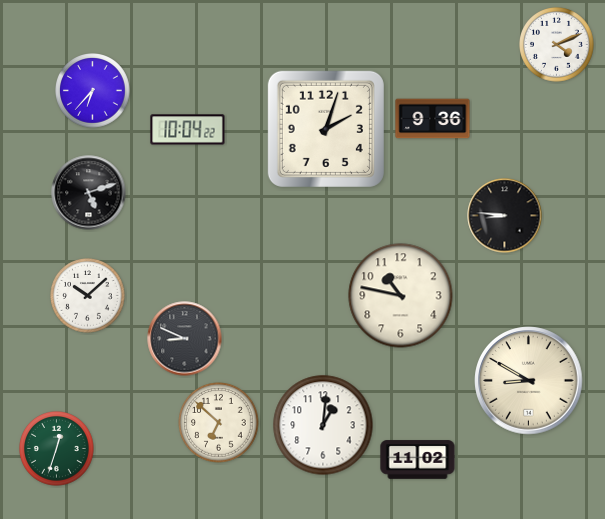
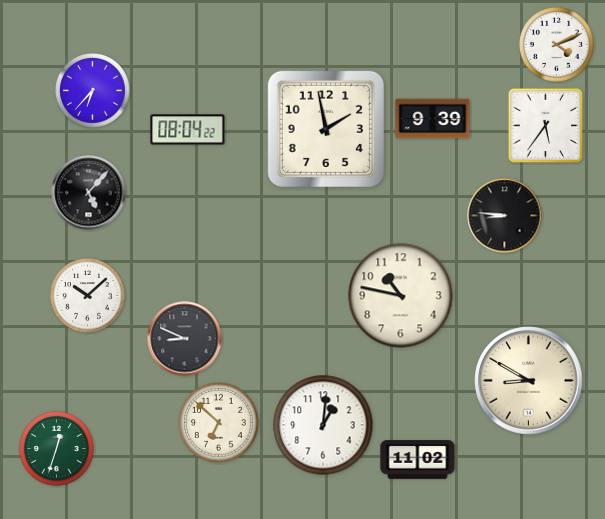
clock at (433, 119): 9:36 -> 9:39
clock at (546, 126): none -> 5:36
clock at (326, 129): 2:03 -> 1:58
clock at (188, 130): 10:04 -> 08:04
clock at (89, 193): 5:12 -> 5:07
